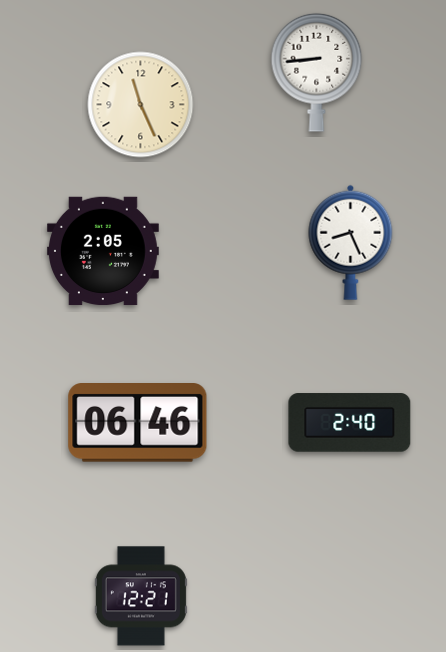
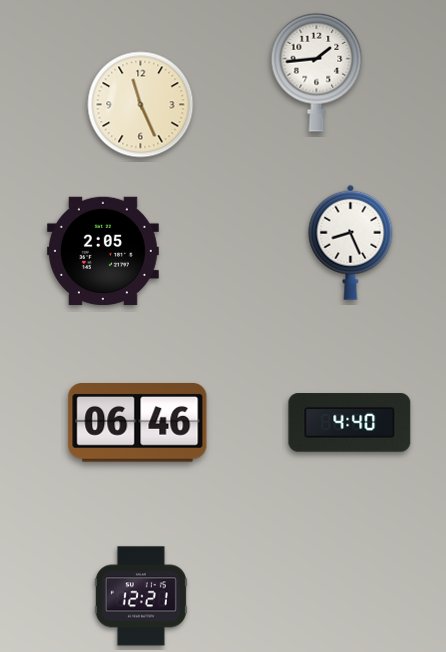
clock at (317, 72): 8:44 -> 1:44
clock at (350, 423): 2:40 -> 4:40
